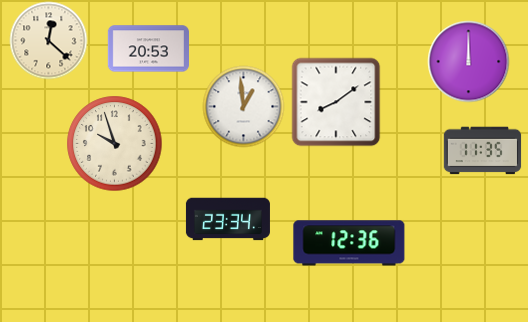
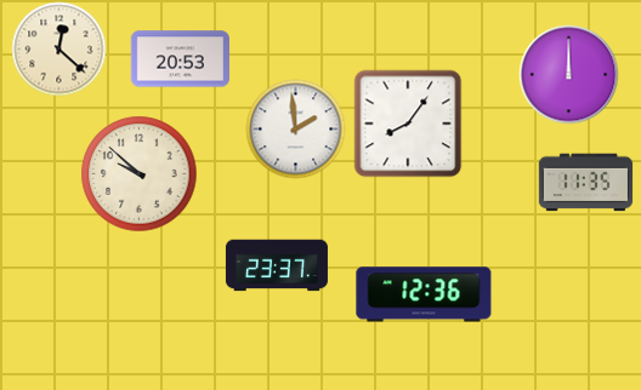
clock at (336, 102): 8:09 -> 8:06
clock at (243, 106): 12:59 -> 1:59
clock at (114, 143): 9:57 -> 9:52
clock at (228, 219): 23:34 -> 23:37
